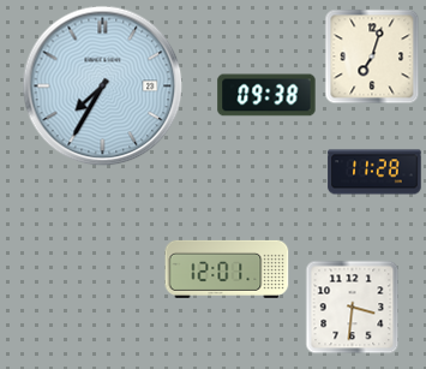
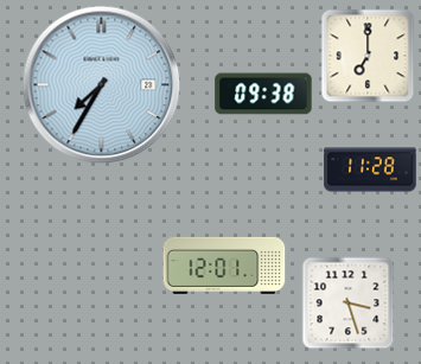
clock at (372, 56): 7:03 -> 7:00
clock at (352, 306): 3:31 -> 3:27
